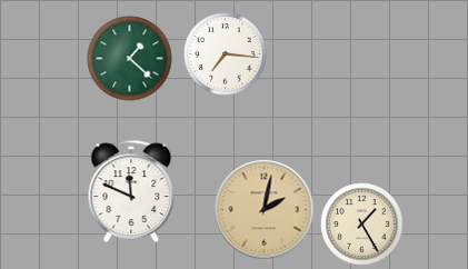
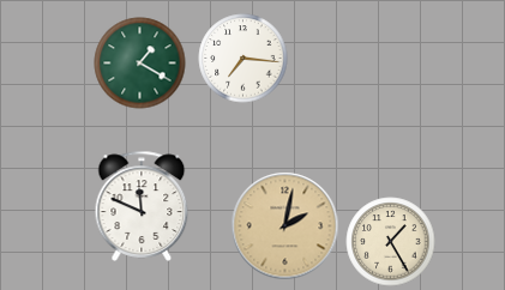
clock at (130, 59): 1:22 -> 1:20
